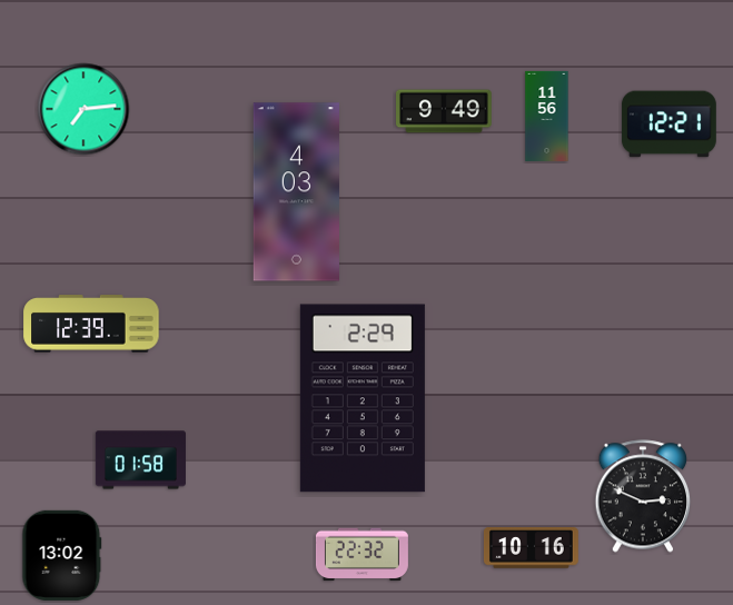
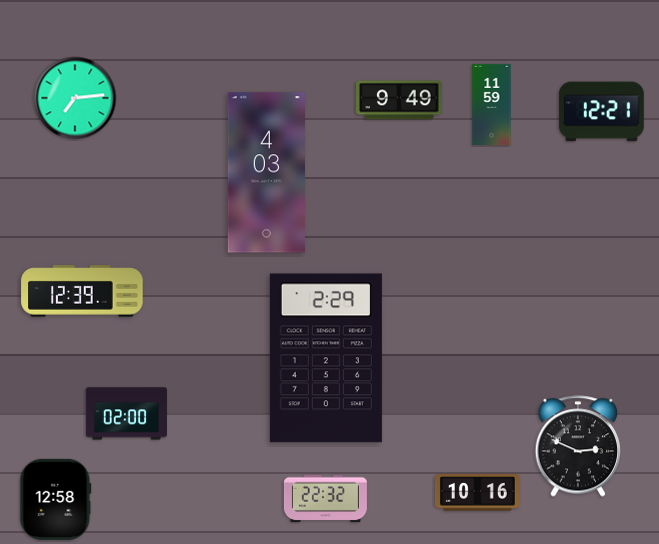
clock at (547, 116): 11:56 -> 11:59
clock at (140, 460): 01:58 -> 02:00
clock at (62, 555): 13:02 -> 12:58
